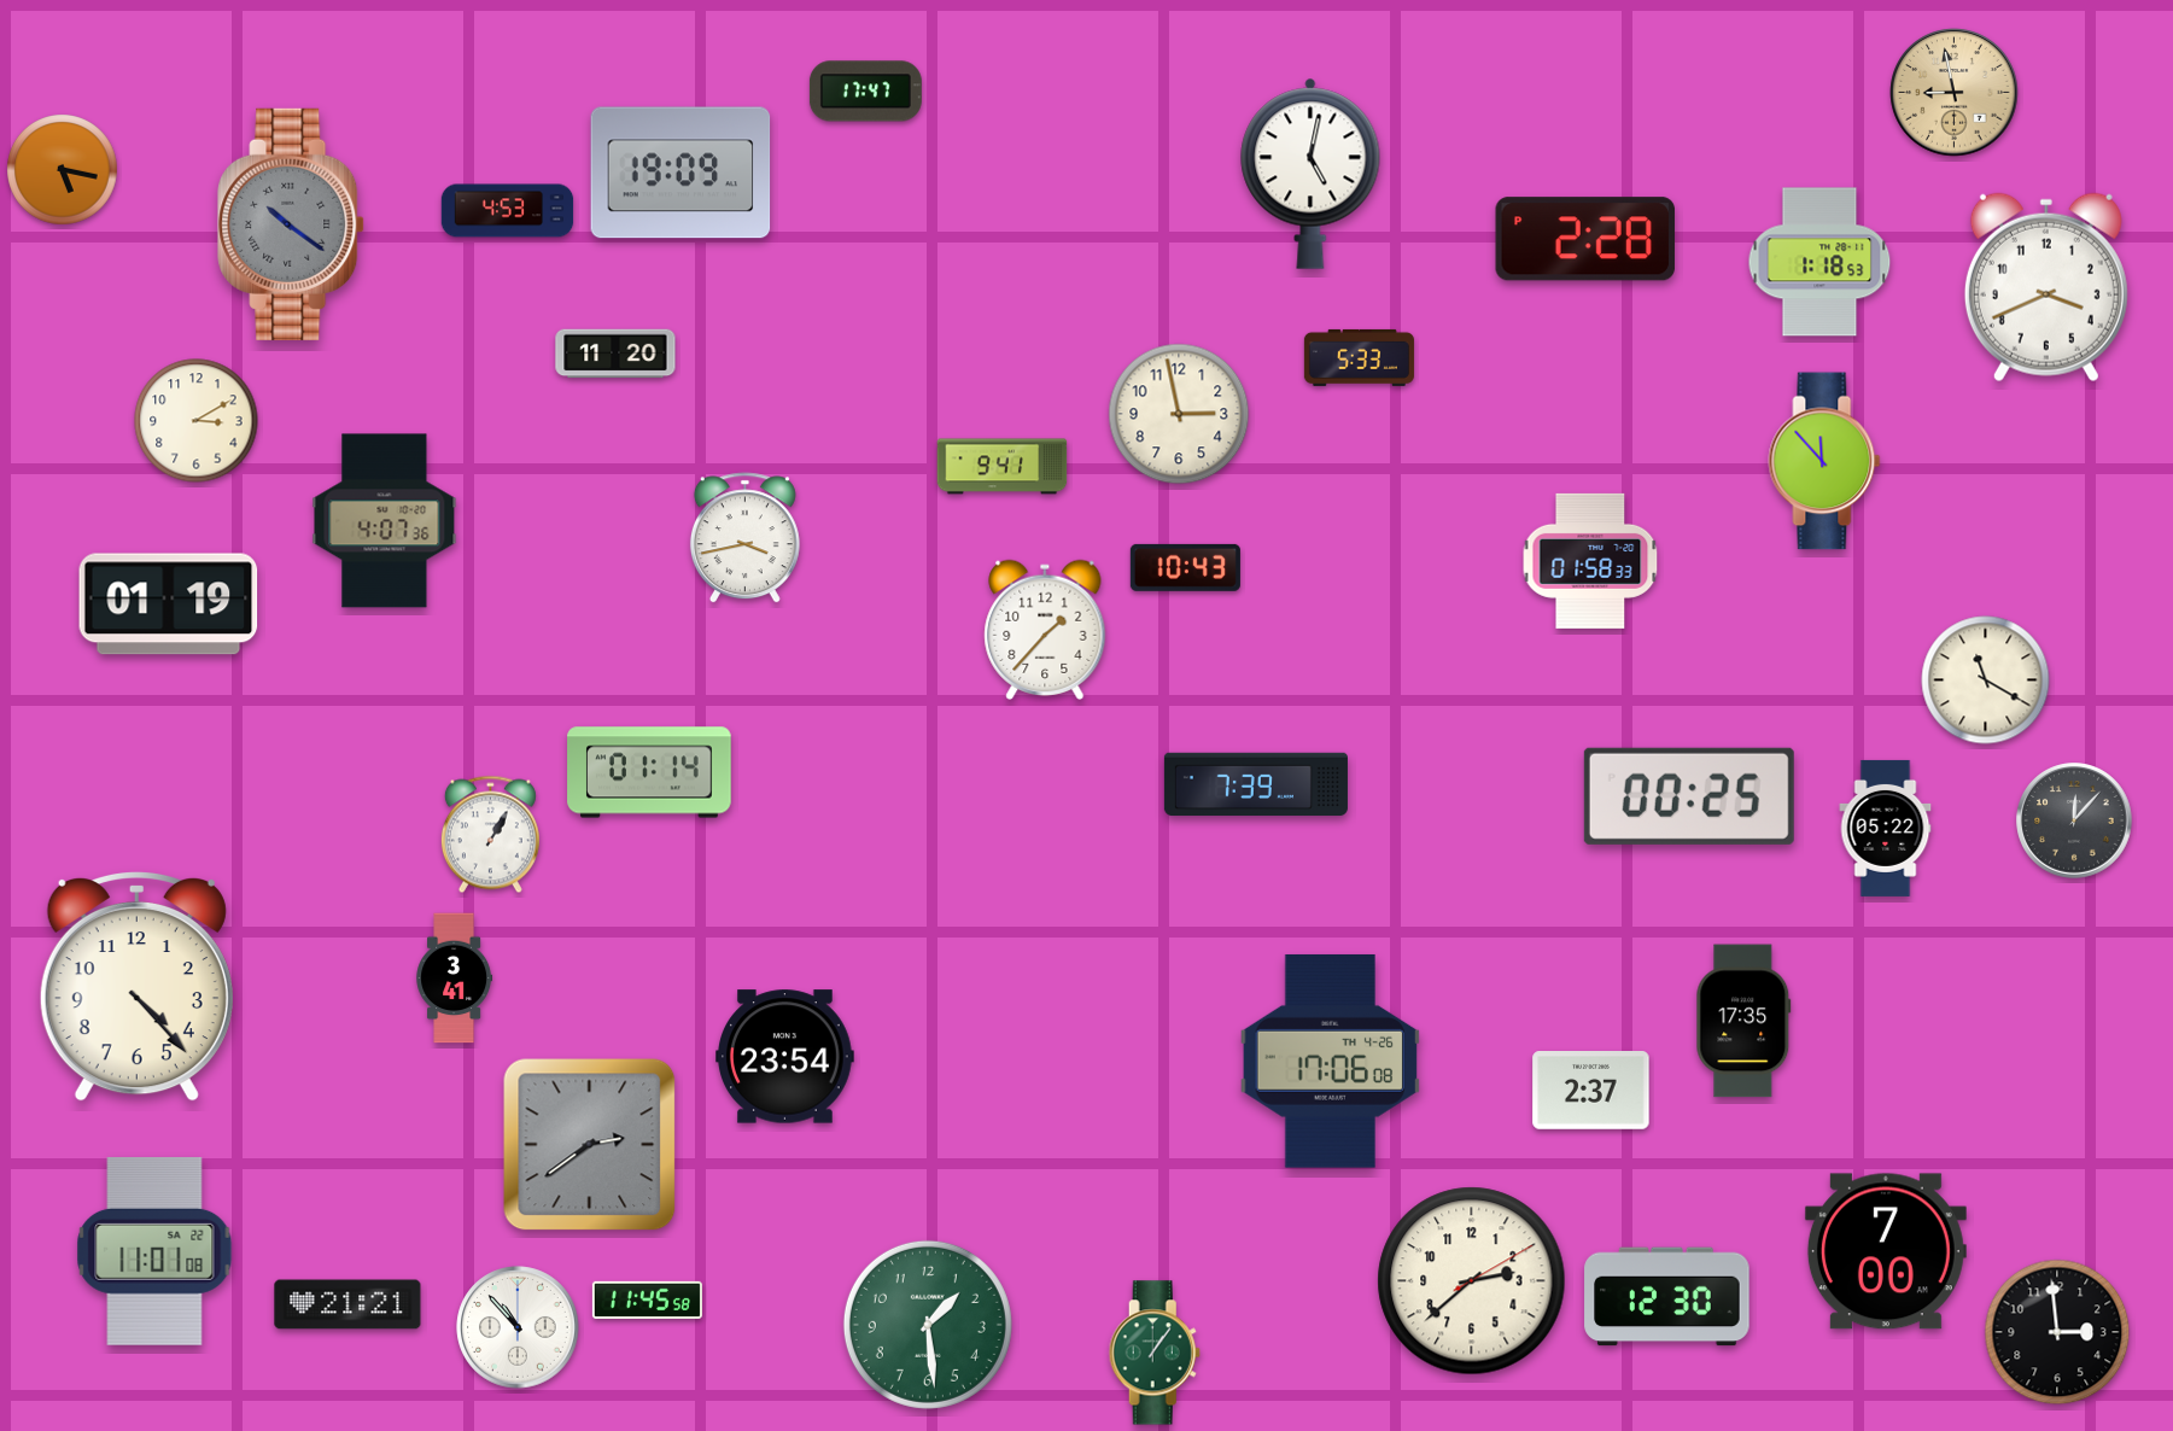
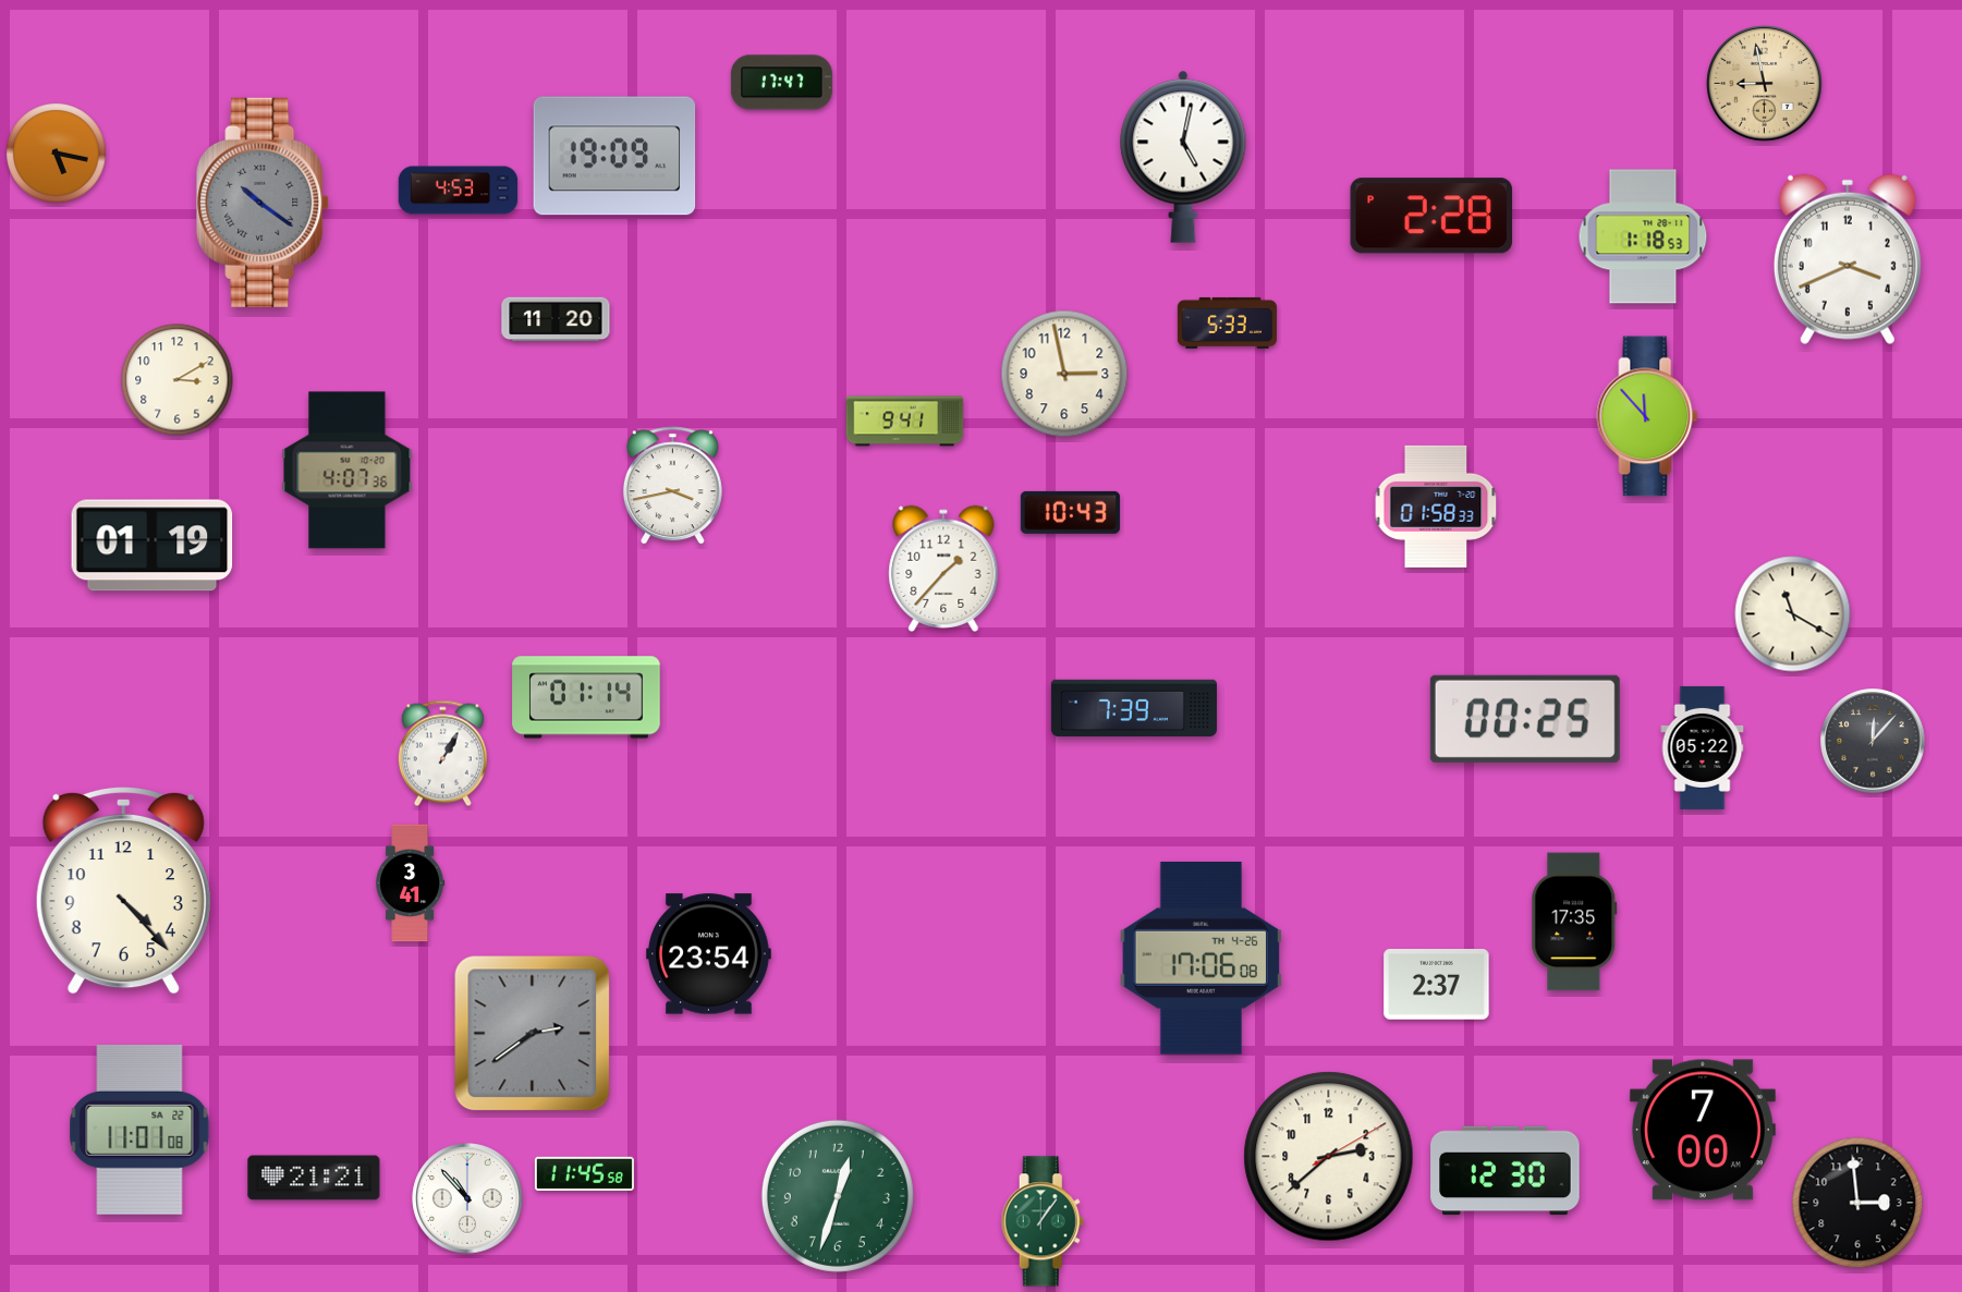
clock at (928, 1325): 1:29 -> 12:33
